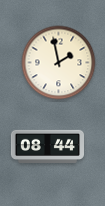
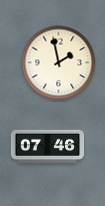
clock at (47, 146): 08:44 -> 07:46
